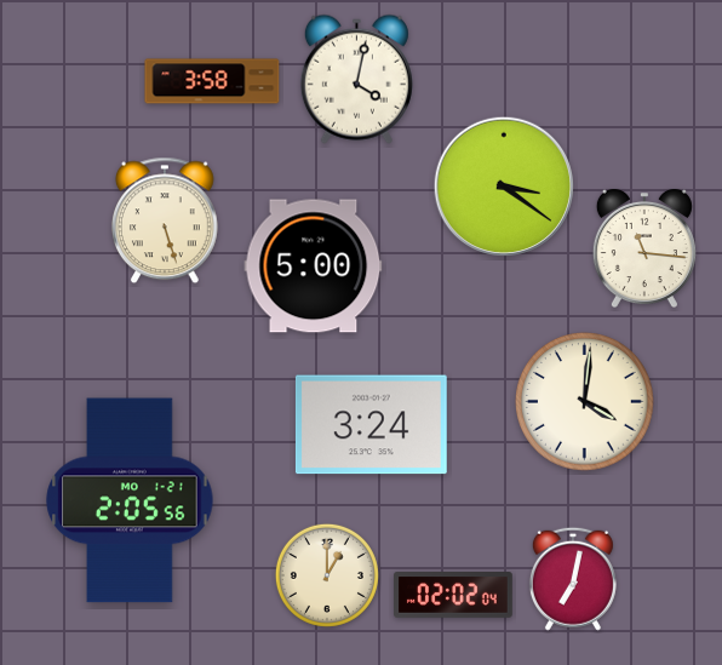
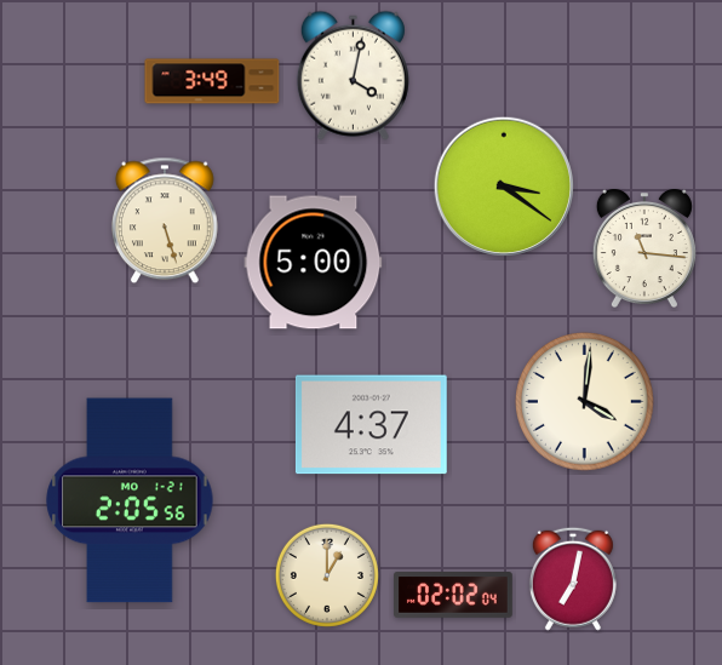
clock at (356, 79) position: (356, 79) -> (353, 75)
clock at (212, 81): 3:58 -> 3:49
clock at (314, 266) position: (314, 266) -> (314, 263)
clock at (371, 425): 3:24 -> 4:37
